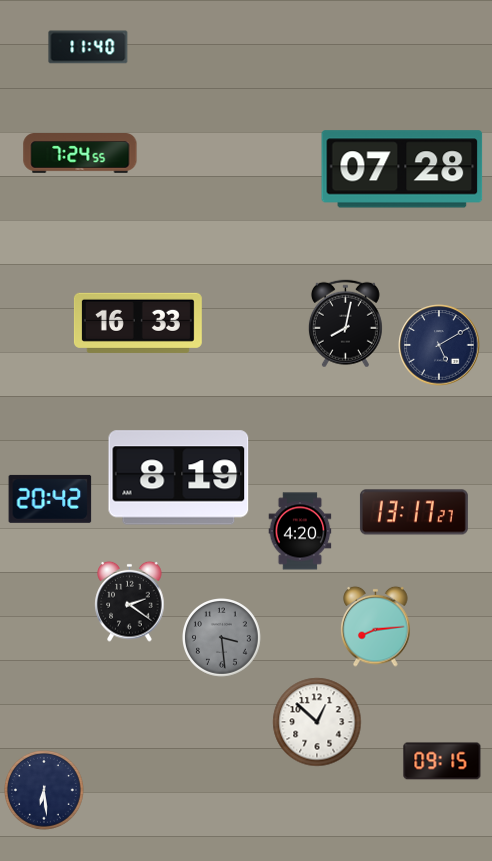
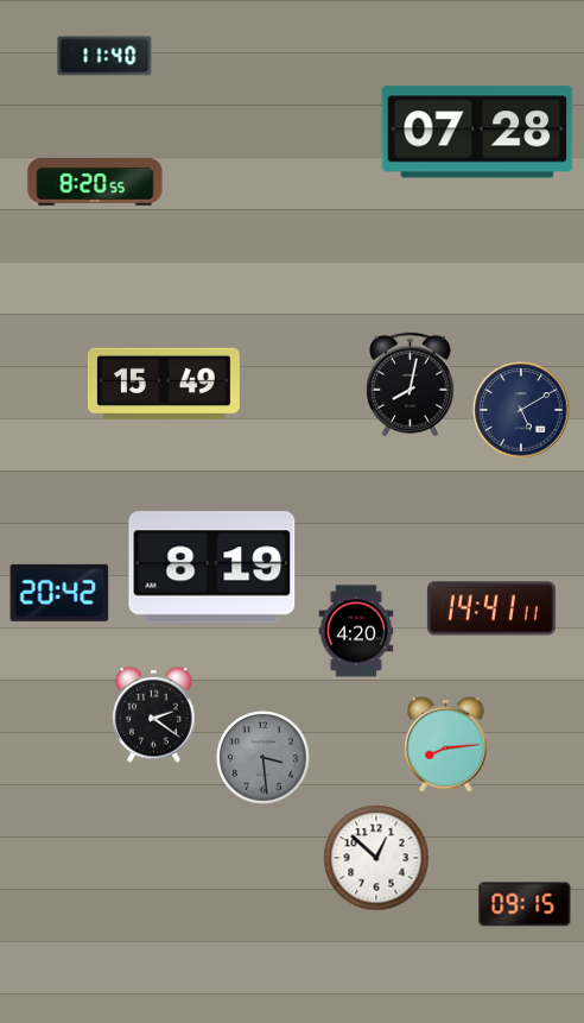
clock at (80, 154): 7:24 -> 8:20
clock at (402, 169) position: (402, 169) -> (477, 132)
clock at (138, 323): 16:33 -> 15:49
clock at (414, 512): 13:17 -> 14:41
clock at (45, 791): 6:29 -> none
